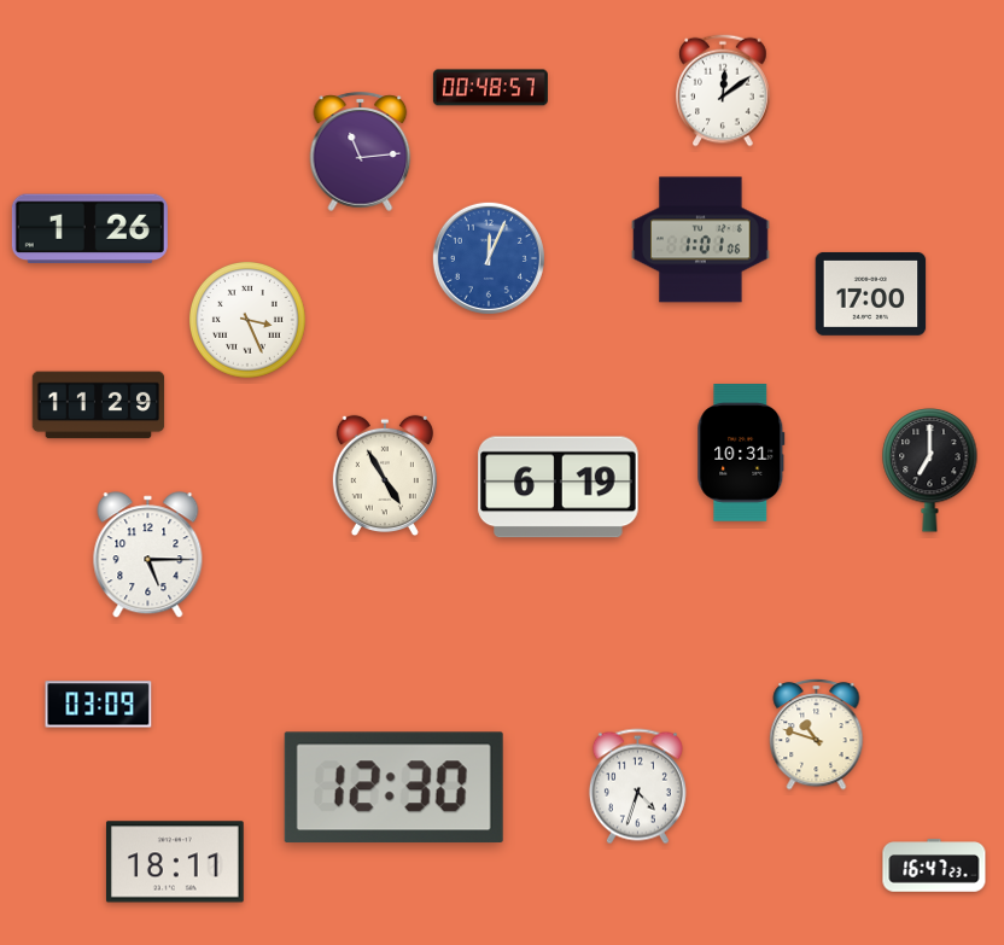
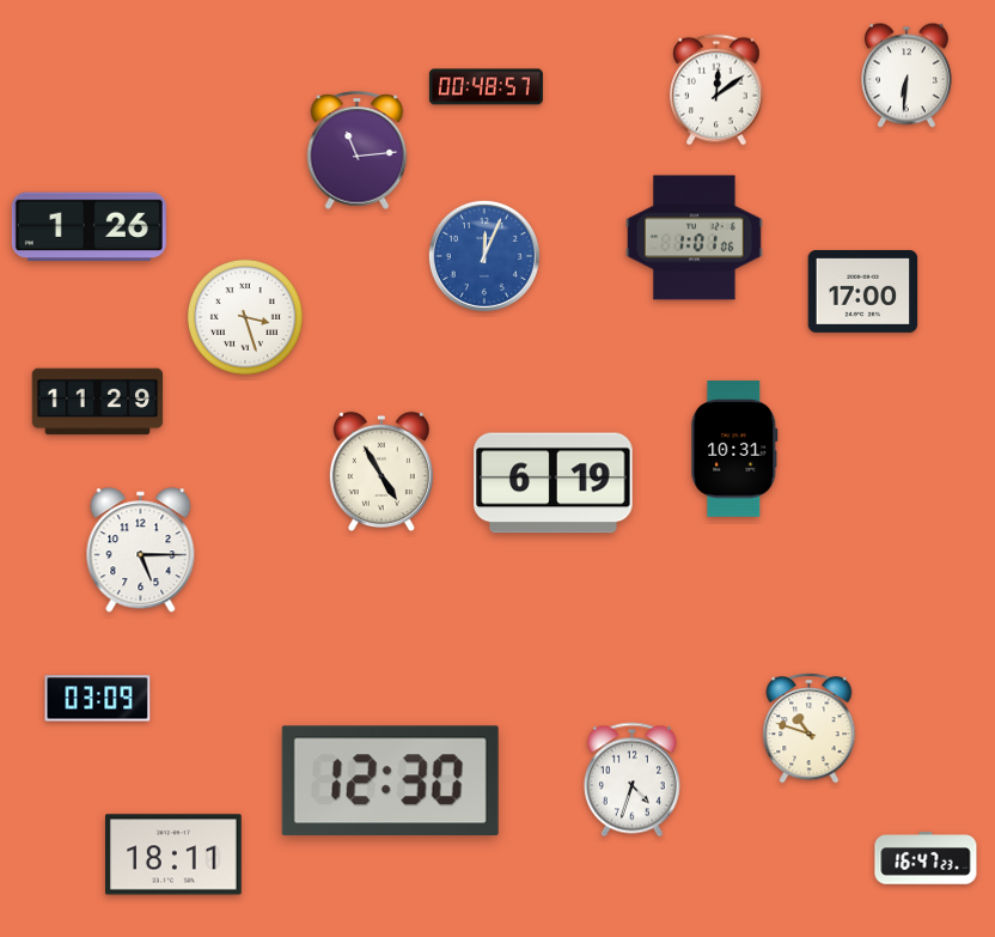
clock at (907, 75): none -> 6:31
clock at (249, 321): 3:26 -> 3:27
clock at (930, 471): 7:00 -> none
clock at (148, 555) position: (148, 555) -> (141, 550)
